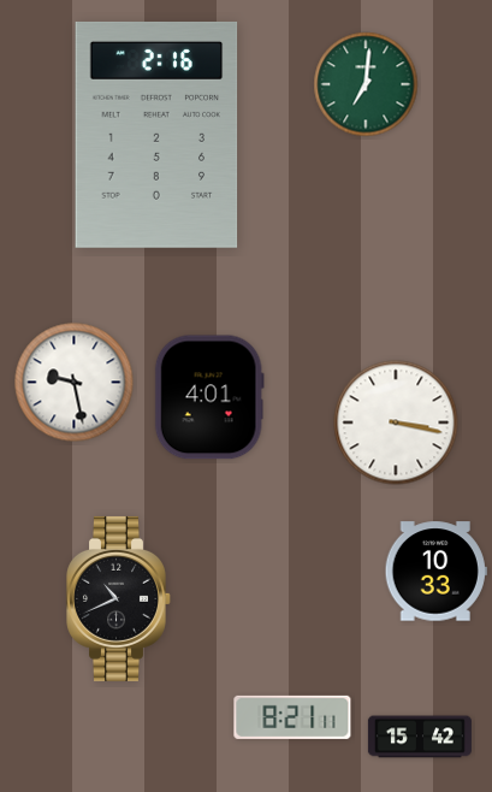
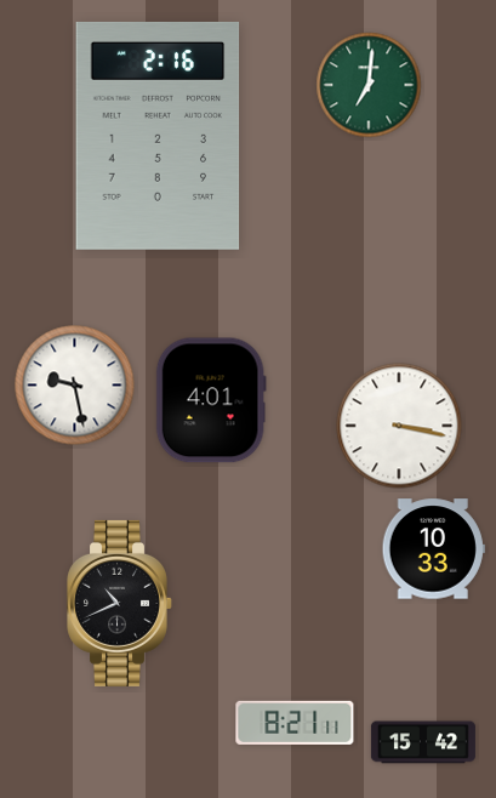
clock at (435, 572) position: (435, 572) -> (433, 549)
